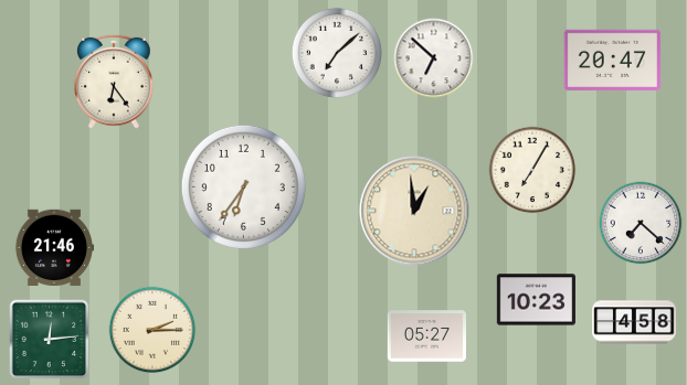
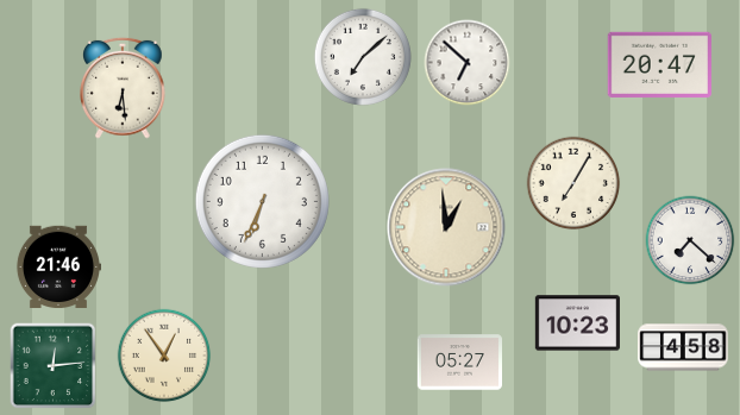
clock at (115, 82): 6:24 -> 6:29
clock at (243, 186): 6:36 -> 6:34
clock at (152, 330): 2:15 -> 12:54
